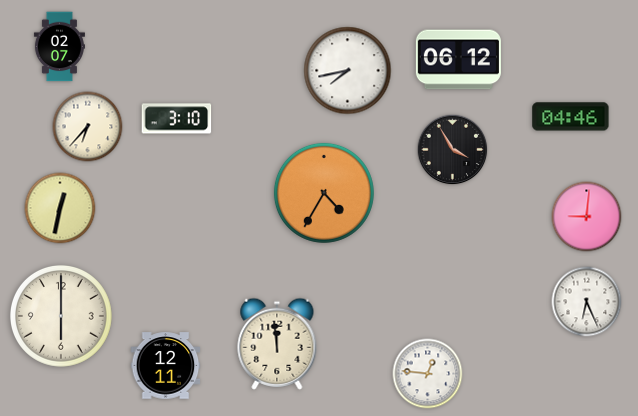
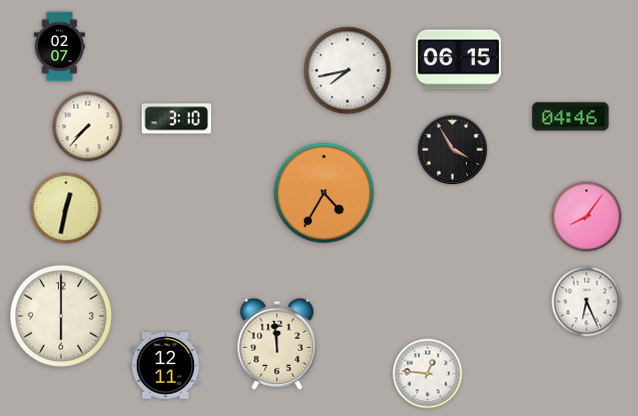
clock at (458, 60): 06:12 -> 06:15
clock at (88, 127): 6:37 -> 7:37
clock at (60, 208) position: (60, 208) -> (66, 208)
clock at (587, 217): 9:01 -> 8:06
